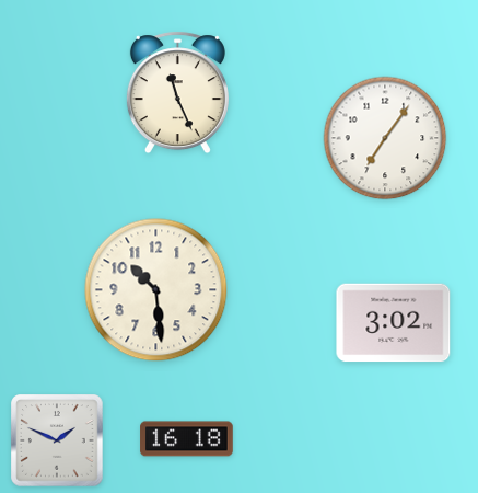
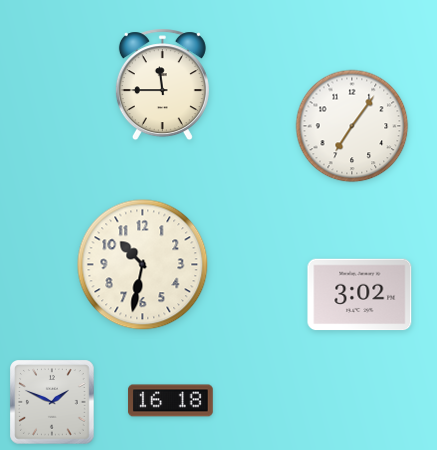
clock at (177, 93): 11:26 -> 11:45
clock at (156, 290): 10:29 -> 10:32
